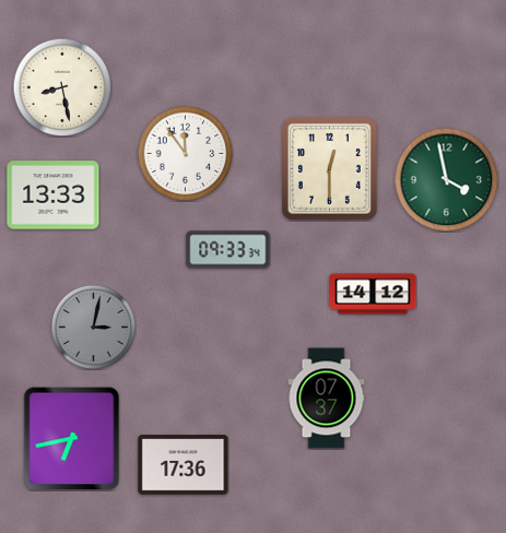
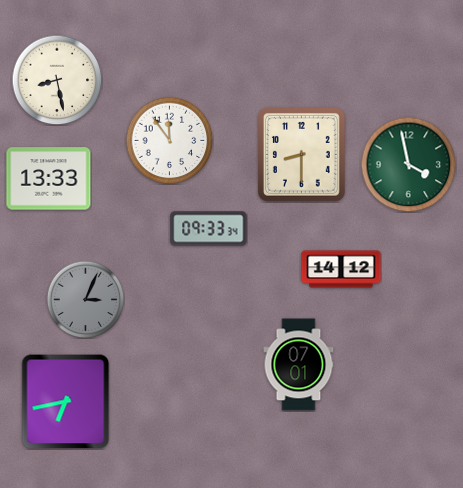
clock at (330, 169): 12:30 -> 8:30
clock at (93, 327): 3:02 -> 3:04
clock at (327, 399): 07:37 -> 07:01
clock at (184, 465): 17:36 -> none
